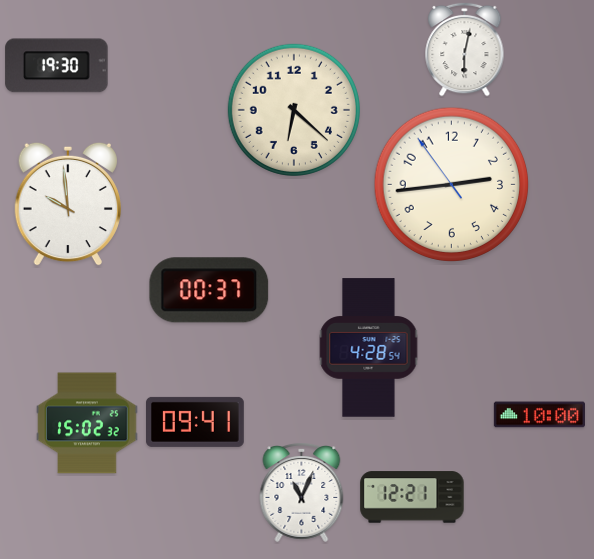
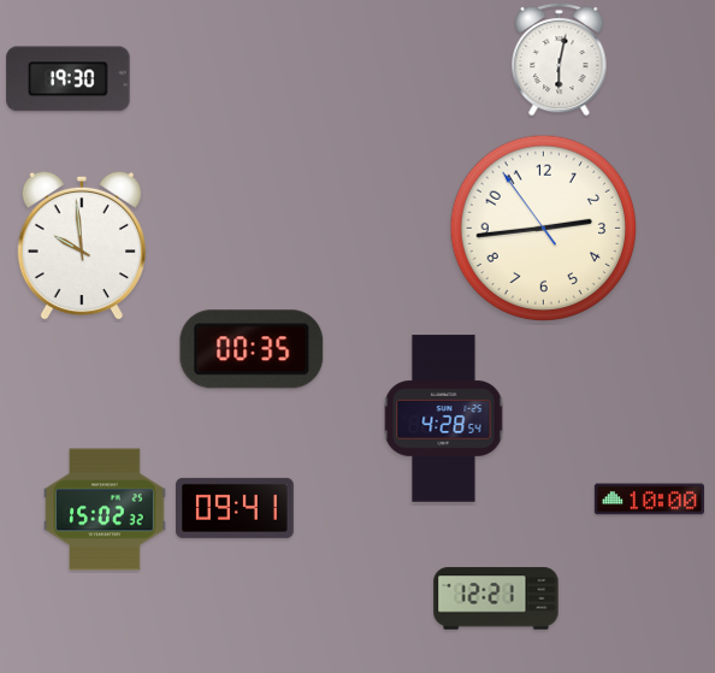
clock at (294, 110): 6:22 -> none
clock at (452, 185) position: (452, 185) -> (544, 229)
clock at (209, 290): 00:37 -> 00:35
clock at (302, 492): 11:04 -> none
